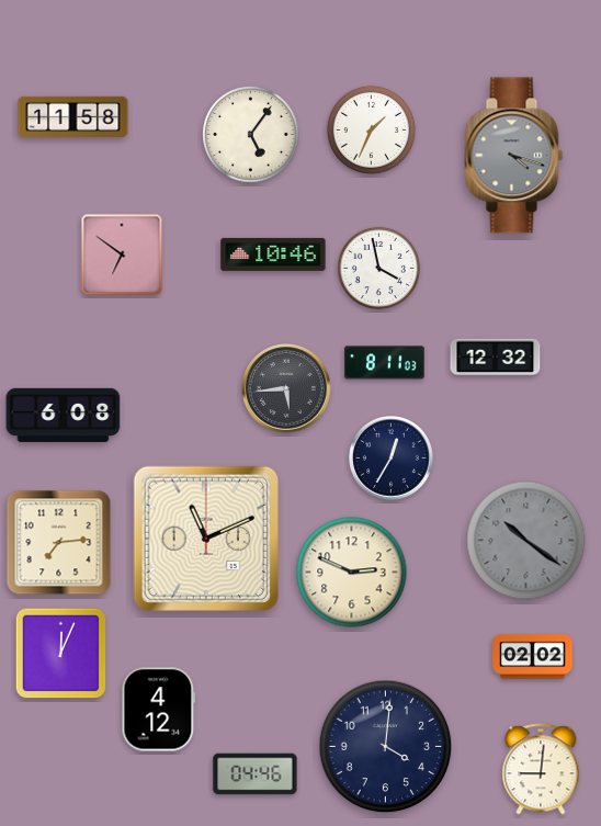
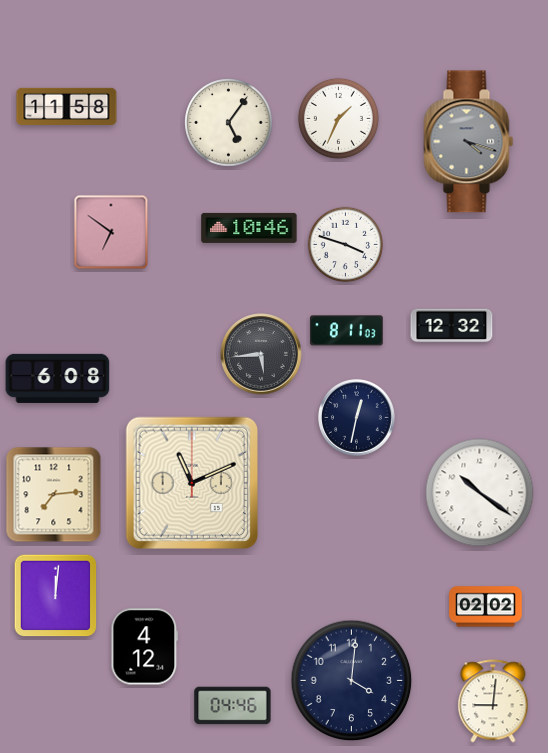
clock at (273, 254) position: (273, 254) -> (249, 228)
clock at (378, 268): 3:58 -> 3:48
clock at (385, 363) position: (385, 363) -> (347, 331)
clock at (392, 459): 12:35 -> 12:32
clock at (205, 538) position: (205, 538) -> (191, 482)
clock at (526, 541) dial: grey -> white
clock at (352, 573): 2:49 -> none
clock at (61, 654): 12:04 -> 12:01
clock at (533, 657) position: (533, 657) -> (486, 607)
